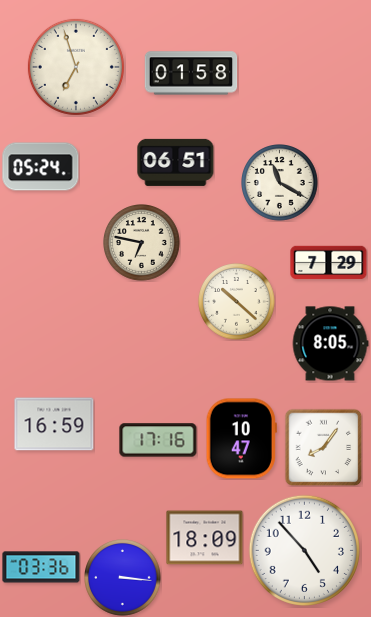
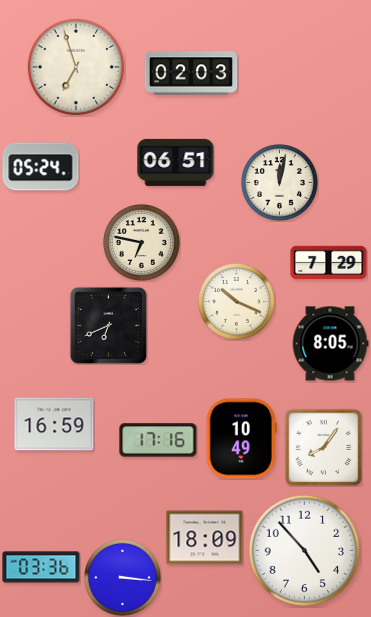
clock at (191, 73): 01:58 -> 02:03
clock at (280, 183): 11:20 -> 12:02
clock at (237, 302): 10:22 -> 10:19
clock at (108, 325): none -> 6:41
clock at (241, 439): 10:47 -> 10:49
